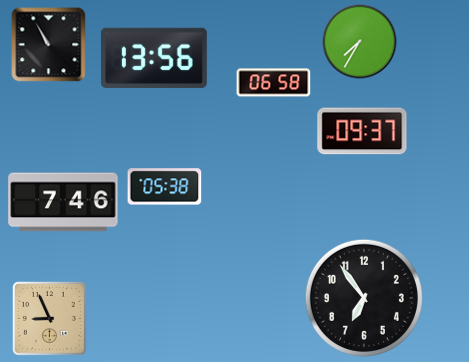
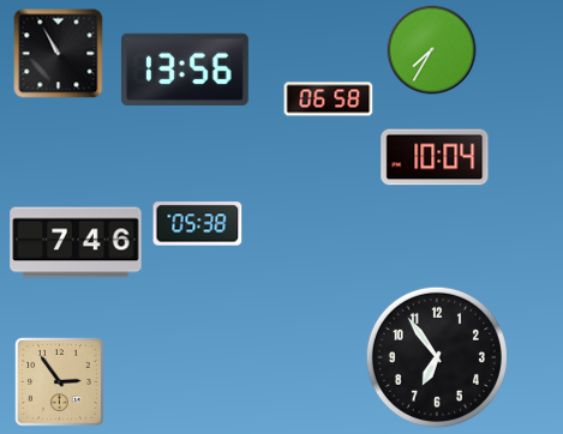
clock at (362, 131): 09:37 -> 10:04
clock at (50, 319): 8:56 -> 2:54
